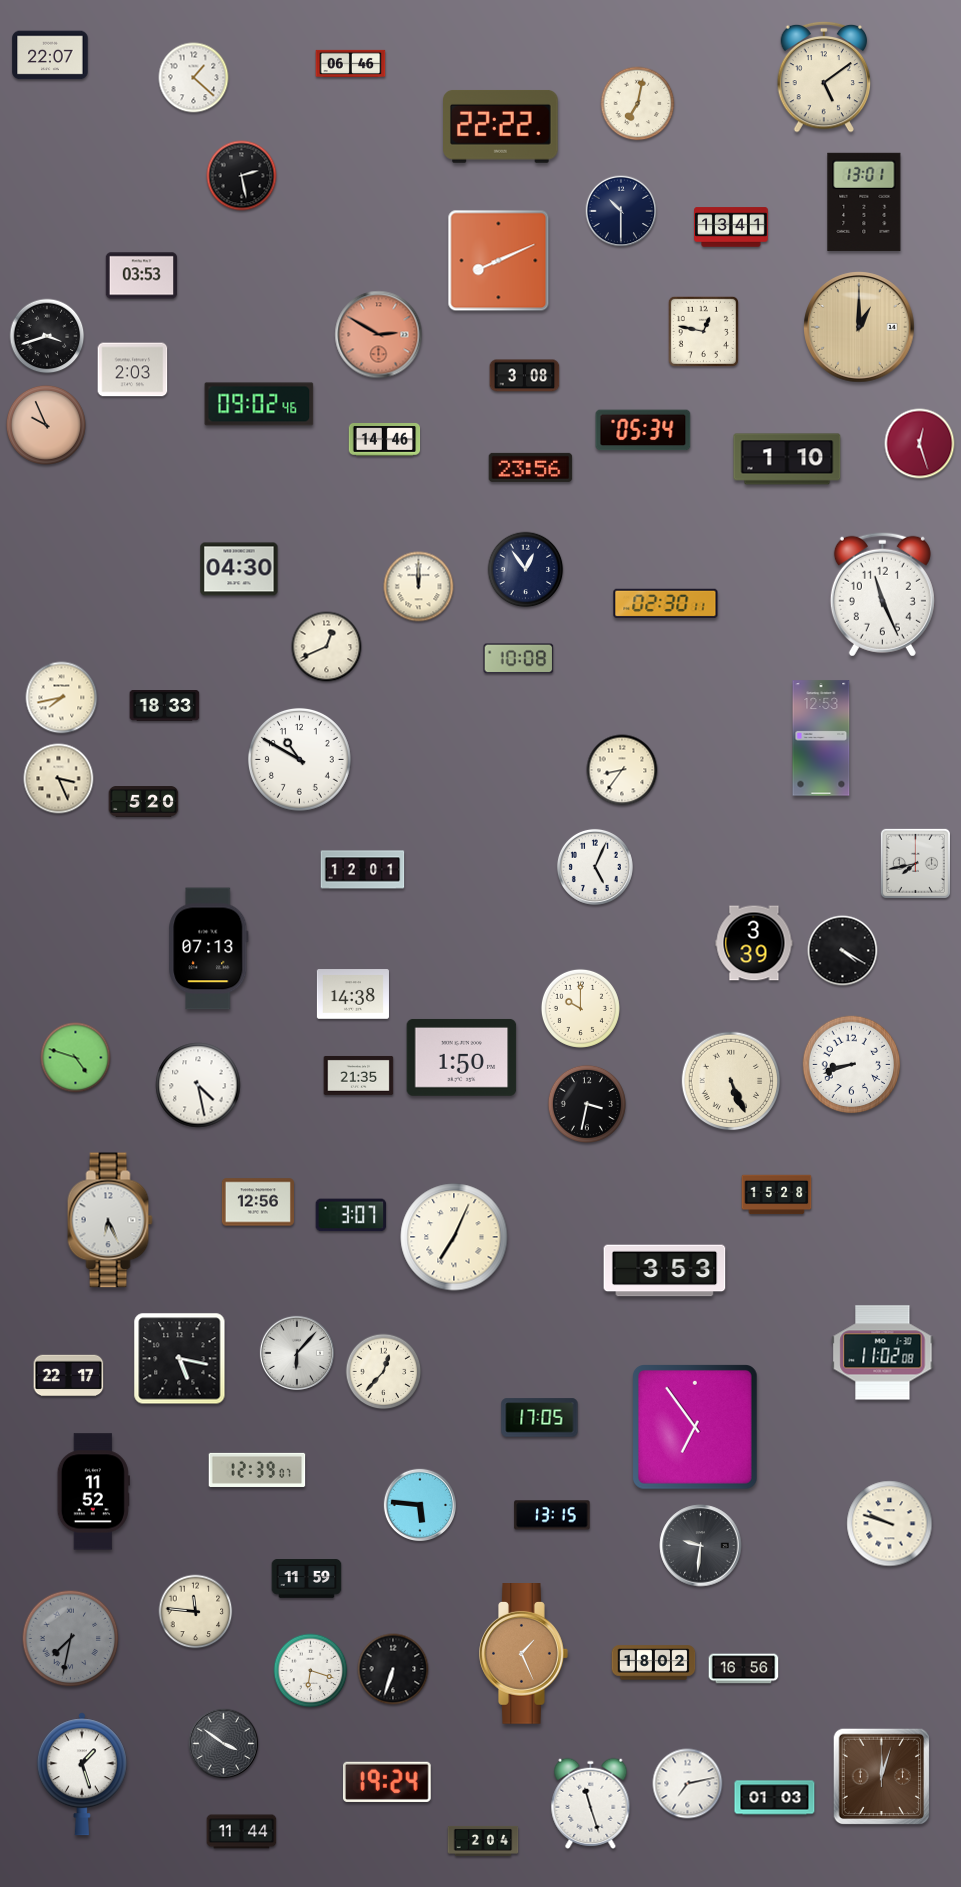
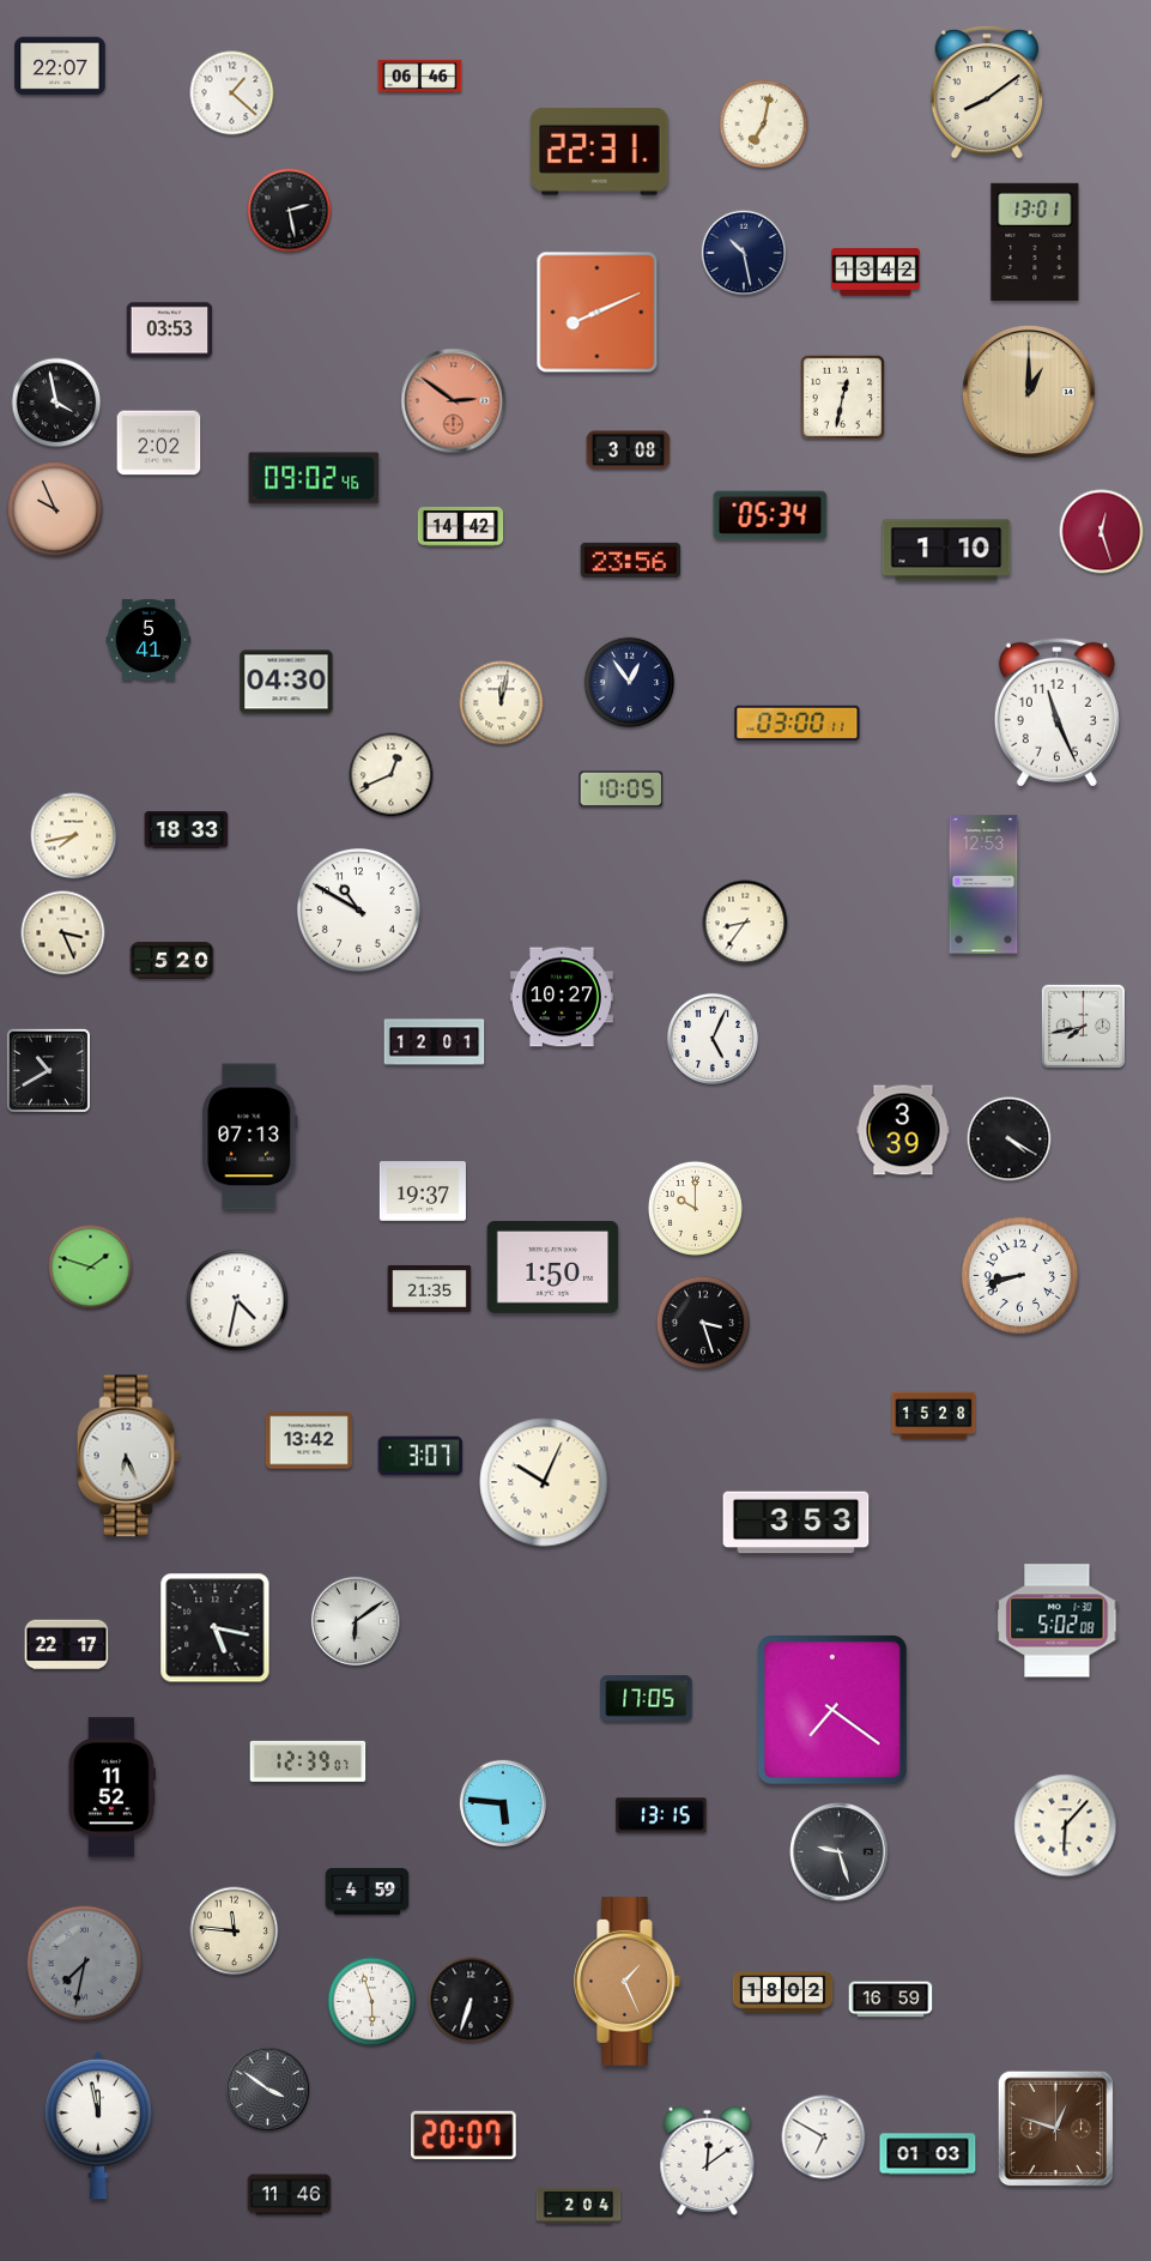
clock at (824, 77): 5:09 -> 8:09
clock at (501, 126): 22:22 -> 22:31
clock at (621, 211): 10:30 -> 10:28
clock at (731, 227): 13:41 -> 13:42
clock at (703, 331): 12:47 -> 12:32
clock at (379, 335): 2:50 -> 2:51
clock at (47, 336): 3:42 -> 3:58
clock at (133, 370): 2:03 -> 2:02
clock at (259, 404) position: (259, 404) -> (314, 478)
clock at (385, 440): 14:46 -> 14:42
clock at (787, 459) position: (787, 459) -> (946, 550)
clock at (531, 467) position: (531, 467) -> (631, 560)
clock at (149, 640): none -> 5:41
clock at (419, 587): 12:00 -> 12:02
clock at (666, 604): 02:30 -> 03:00
clock at (519, 659): 10:08 -> 10:05
clock at (165, 706) position: (165, 706) -> (187, 830)
clock at (59, 779) position: (59, 779) -> (63, 933)
clock at (562, 997): none -> 10:27
clock at (915, 863) position: (915, 863) -> (1083, 1026)
clock at (48, 1070): none -> 10:40
clock at (353, 994): 14:38 -> 19:37
clock at (76, 1058): 4:48 -> 1:48
clock at (731, 1081): 5:26 -> none
clock at (198, 1085): 4:28 -> 4:32
clock at (587, 1104): 3:32 -> 3:27
clock at (777, 1195) position: (777, 1195) -> (934, 1416)
clock at (258, 1202): 12:56 -> 13:42
clock at (110, 1220) position: (110, 1220) -> (128, 1456)
clock at (454, 1237): 7:04 -> 10:04
clock at (297, 1353): 6:07 -> 6:09
clock at (883, 1353): 11:02 -> 5:02
clock at (384, 1372): 12:37 -> none
clock at (69, 1376) position: (69, 1376) -> (67, 1645)
clock at (696, 1428): 6:54 -> 7:21
clock at (890, 1524): 9:48 -> 6:07
clock at (701, 1546): 9:31 -> 9:27
clock at (307, 1579): 11:59 -> 4:59
clock at (744, 1669): 16:56 -> 16:59
clock at (311, 1671): 6:18 -> 5:57
clock at (82, 1774): 1:27 -> 11:58
clock at (882, 1777): 12:03 -> 12:48
clock at (388, 1782): 19:24 -> 20:07
clock at (688, 1784): 7:13 -> 6:50
clock at (591, 1803): 11:27 -> 12:09
clock at (242, 1832): 11:44 -> 11:46
